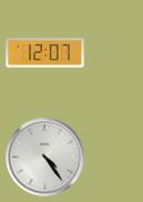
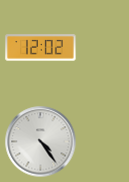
clock at (45, 53): 12:07 -> 12:02
